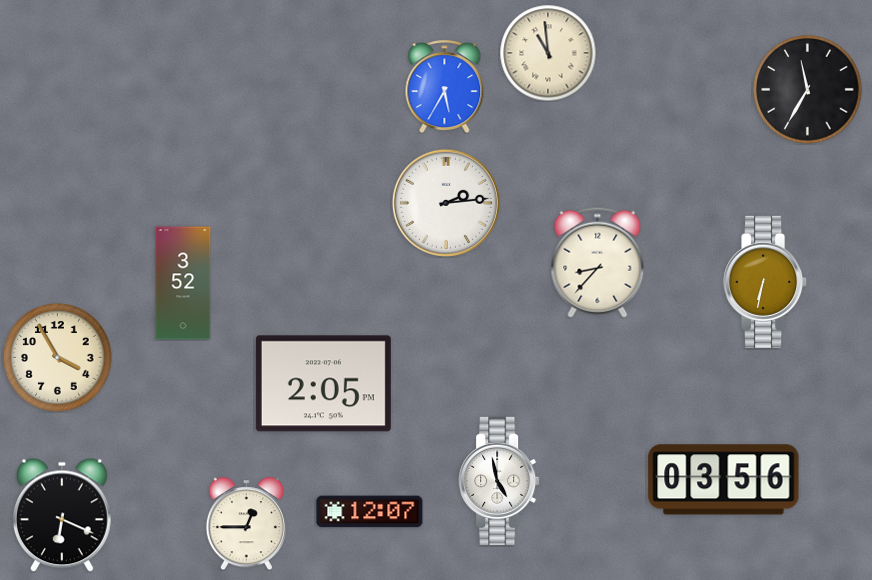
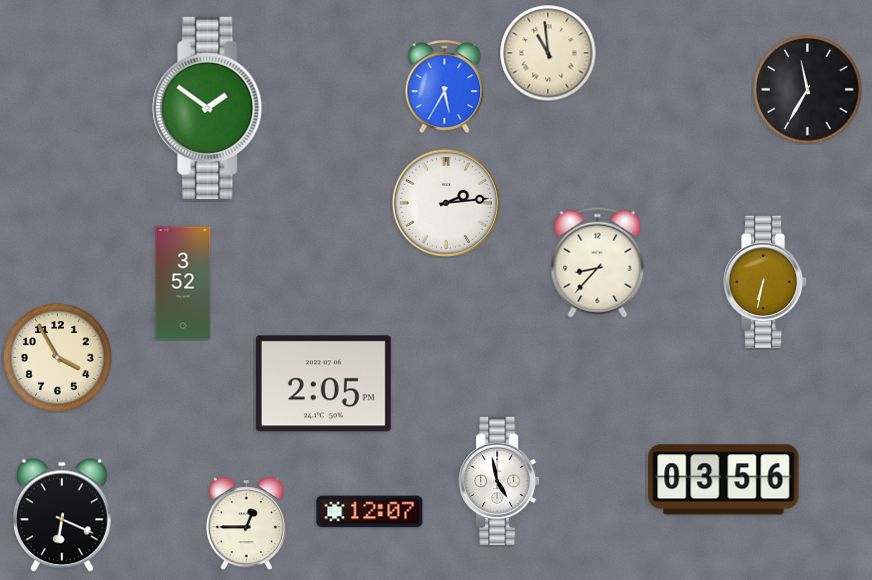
clock at (210, 108): none -> 1:51
